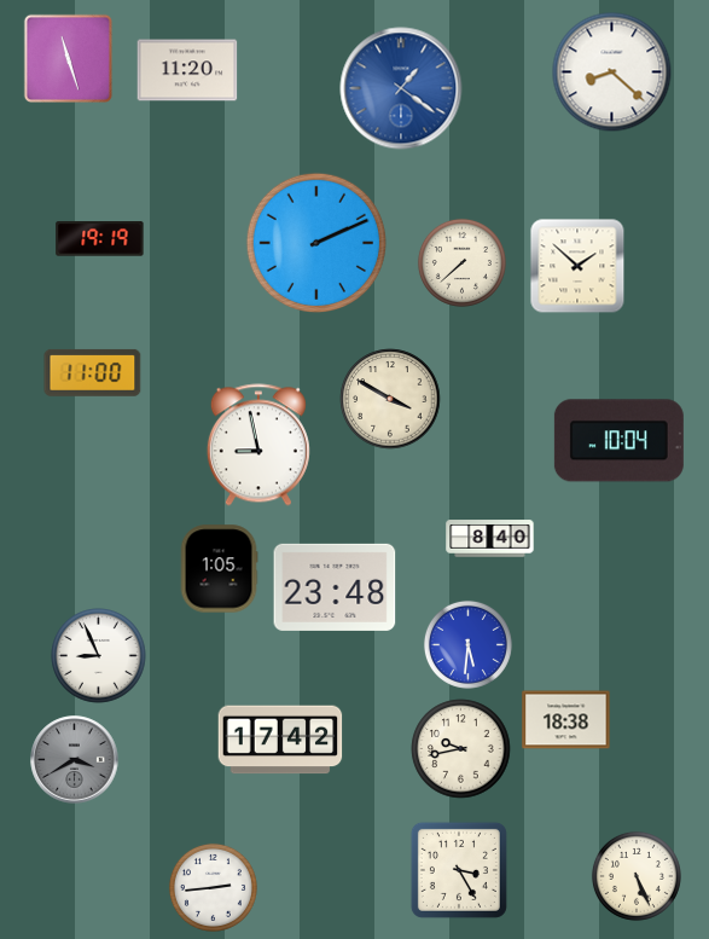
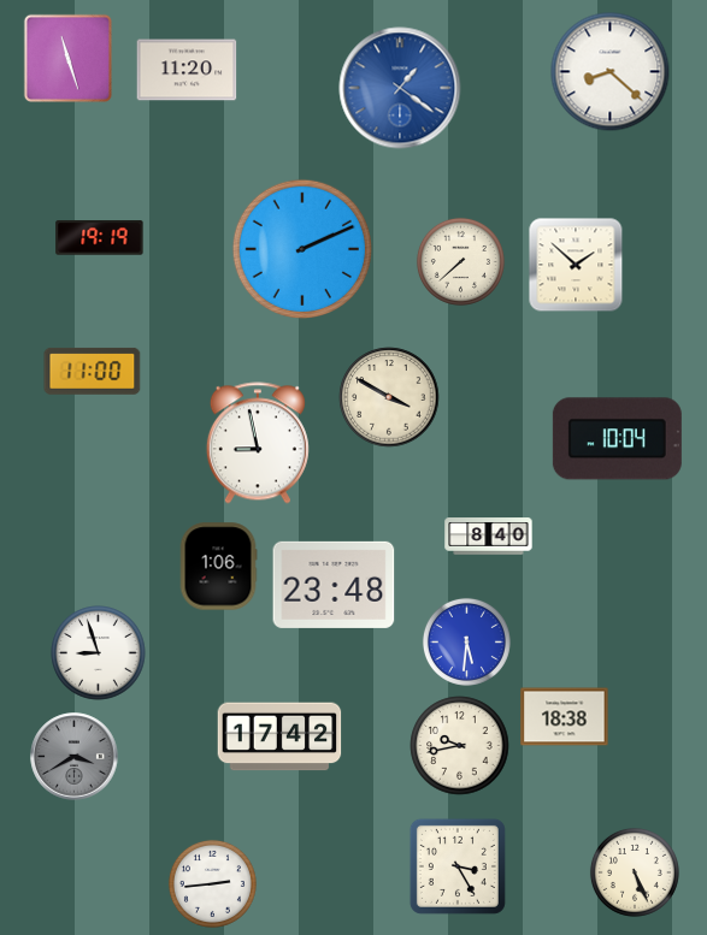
clock at (315, 242) position: (315, 242) -> (301, 248)
clock at (219, 569): 1:05 -> 1:06
clock at (99, 656): 8:56 -> 8:57
